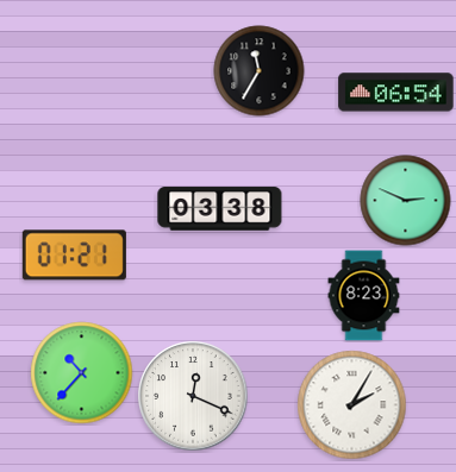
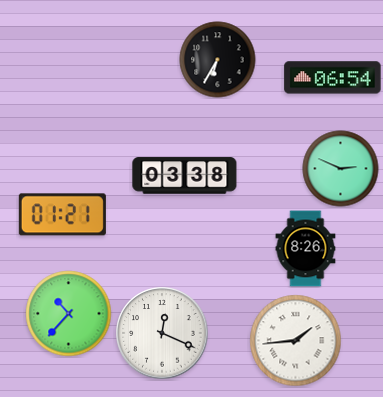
clock at (260, 71): 11:35 -> 6:35
clock at (364, 296): 8:23 -> 8:26
clock at (352, 405): 2:05 -> 1:44
